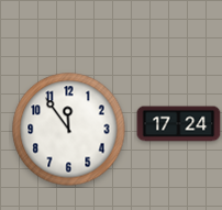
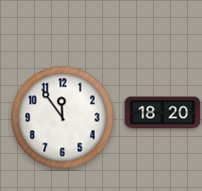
clock at (179, 124): 17:24 -> 18:20
